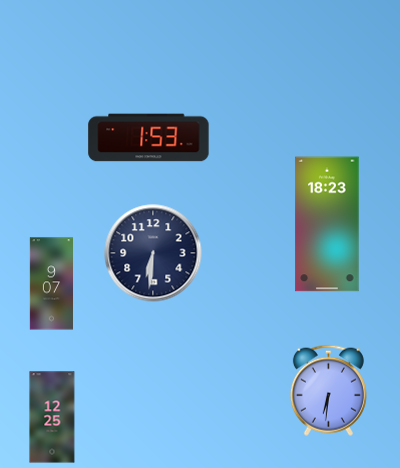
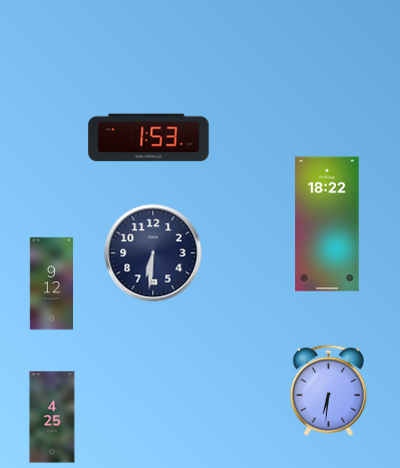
clock at (327, 224): 18:23 -> 18:22
clock at (52, 284): 9:07 -> 9:12
clock at (52, 417): 12:25 -> 4:25
